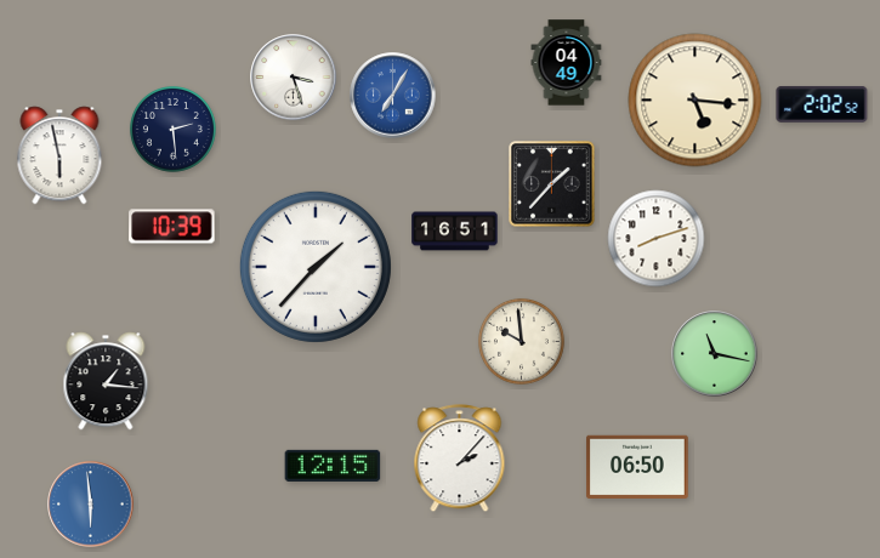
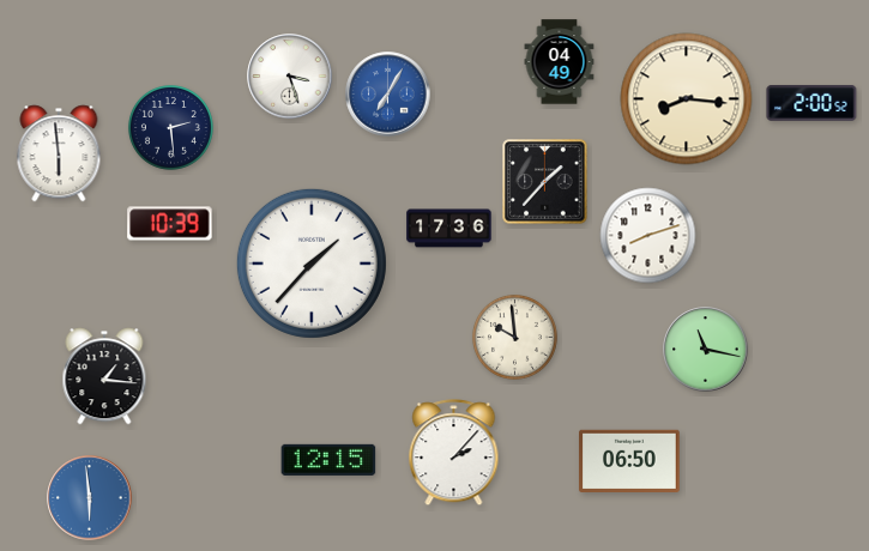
clock at (696, 101): 5:16 -> 8:16
clock at (822, 104): 2:02 -> 2:00
clock at (59, 155): 5:58 -> 5:59
clock at (455, 232): 16:51 -> 17:36
